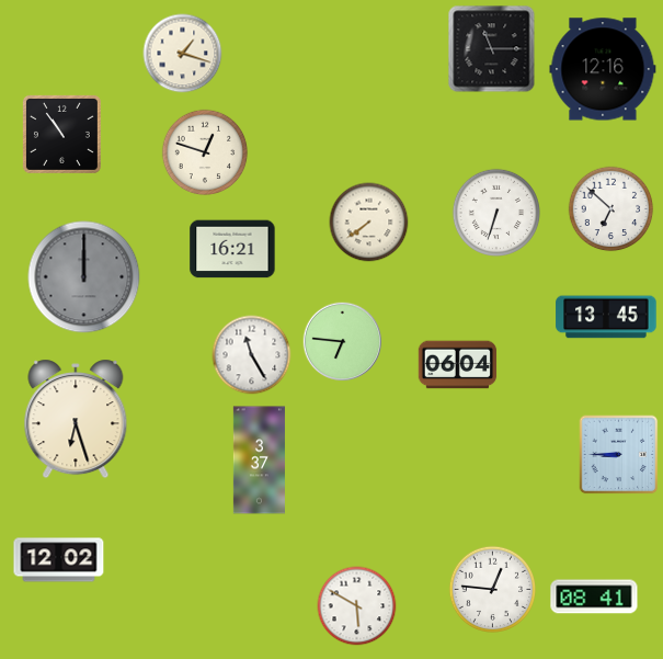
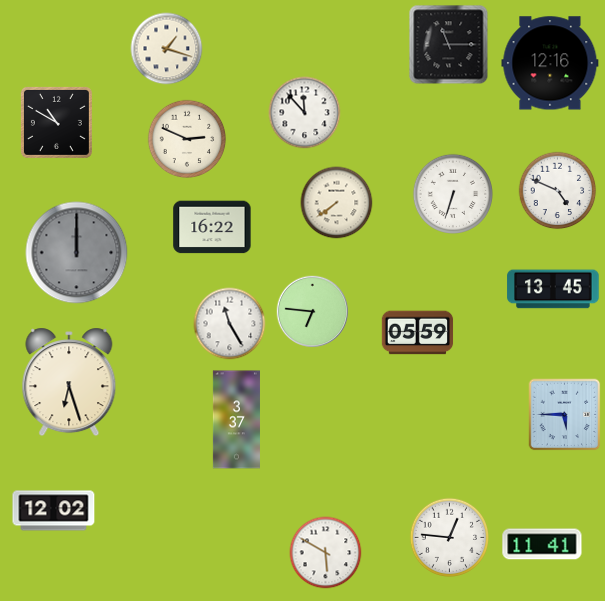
clock at (305, 113): none -> 11:53
clock at (61, 134): 10:54 -> 10:50
clock at (205, 152): 12:48 -> 2:49
clock at (611, 209): 6:52 -> 4:49
clock at (232, 249): 16:21 -> 16:22
clock at (458, 365): 06:04 -> 05:59
clock at (619, 455): 8:45 -> 5:45
clock at (594, 596): 08:41 -> 11:41
